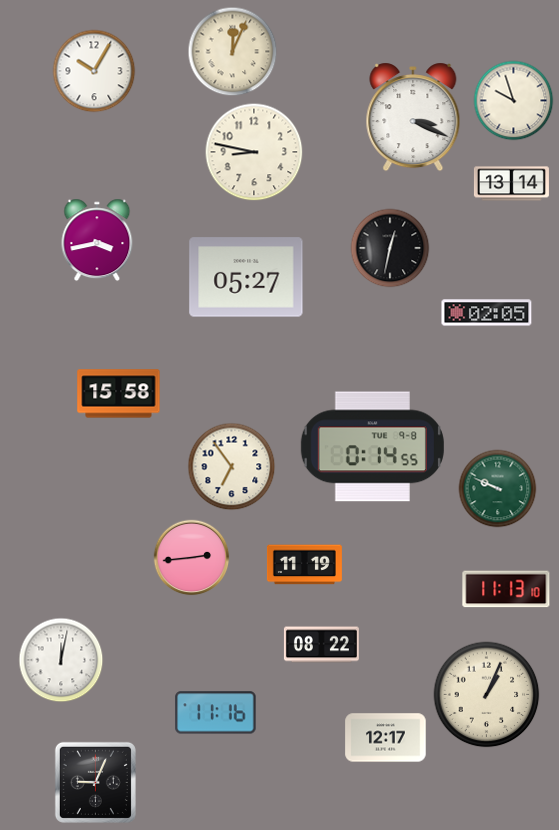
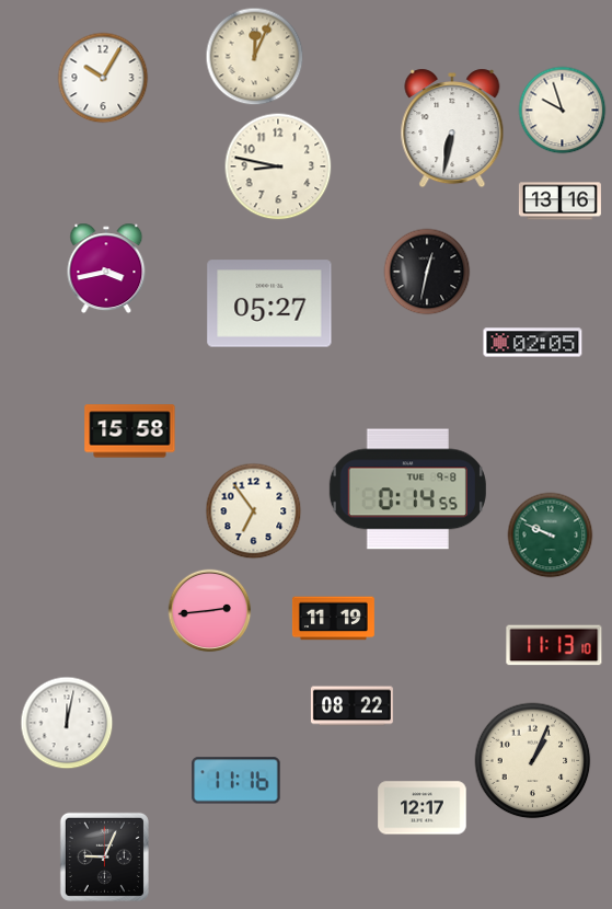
clock at (413, 117): 3:19 -> 6:32
clock at (511, 184): 13:14 -> 13:16
clock at (97, 240) position: (97, 240) -> (106, 268)
clock at (498, 489) position: (498, 489) -> (551, 536)
